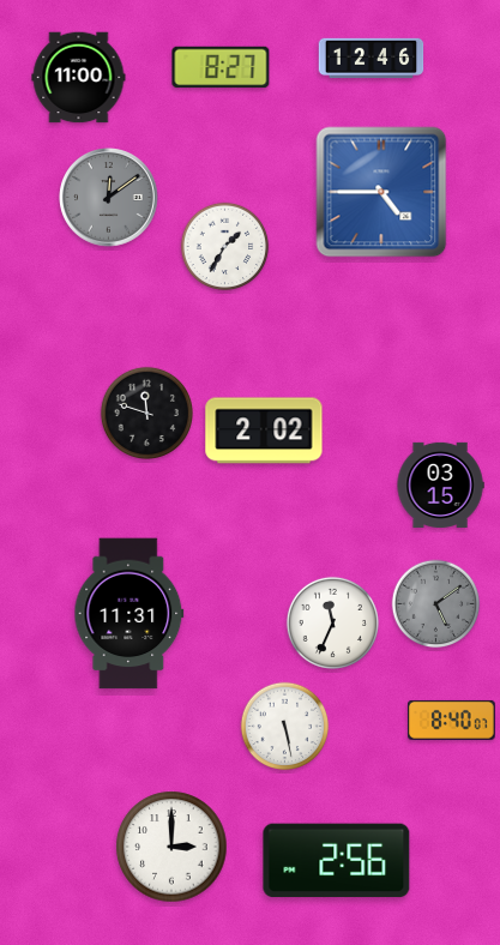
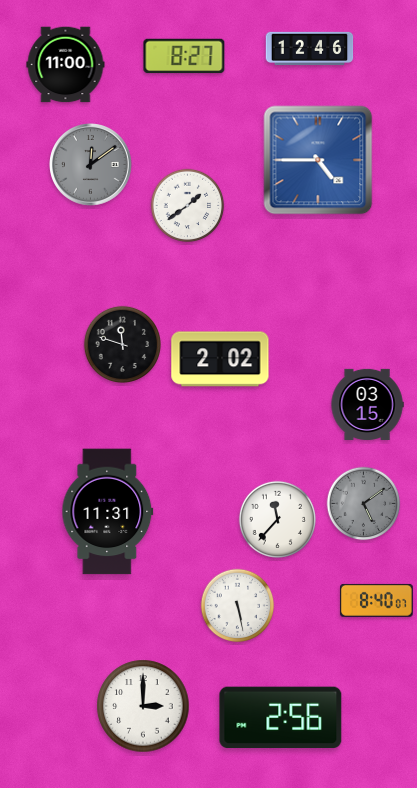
clock at (225, 247): 1:35 -> 1:39
clock at (332, 622): 11:34 -> 11:37
